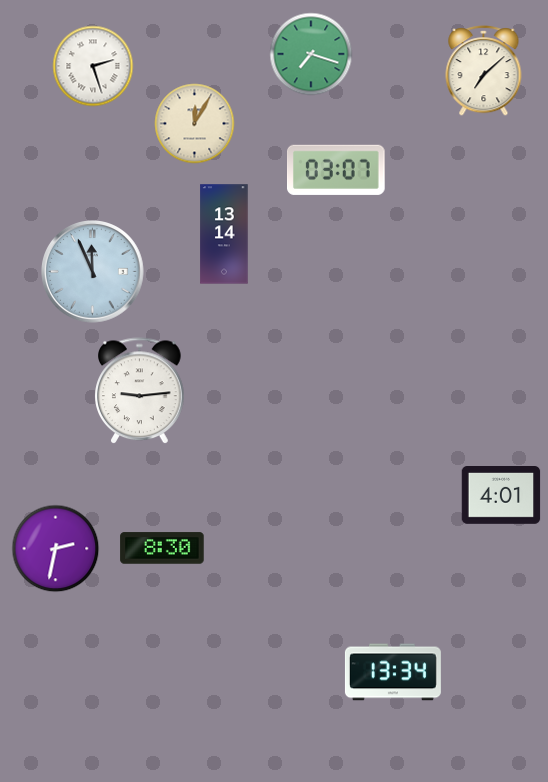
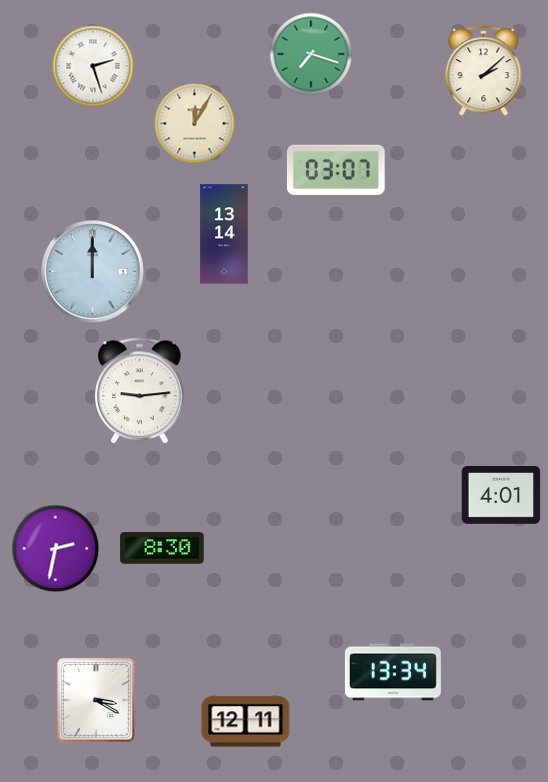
clock at (484, 71): 7:08 -> 2:08
clock at (93, 272): 11:56 -> 12:00
clock at (96, 700): none -> 3:20
clock at (246, 722): none -> 12:11
